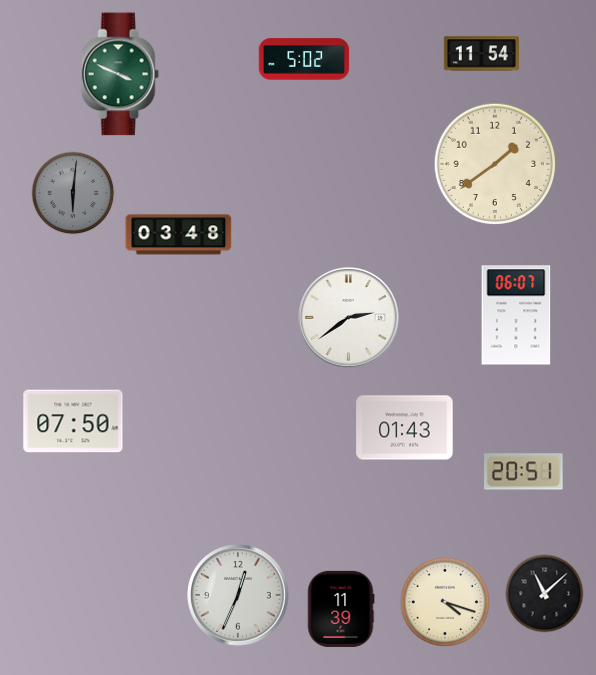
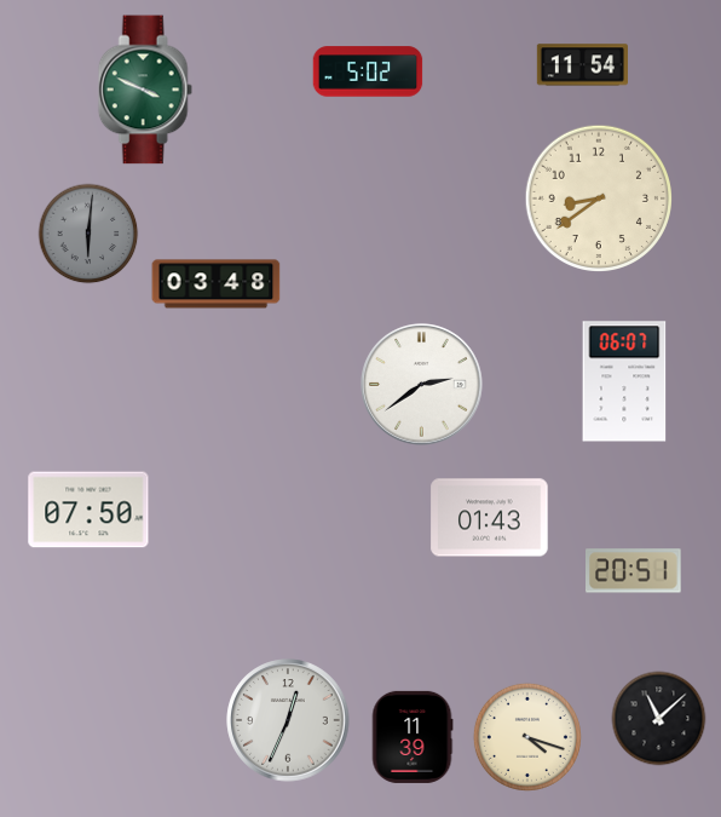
clock at (494, 163): 1:39 -> 8:39
clock at (445, 602) position: (445, 602) -> (527, 737)
